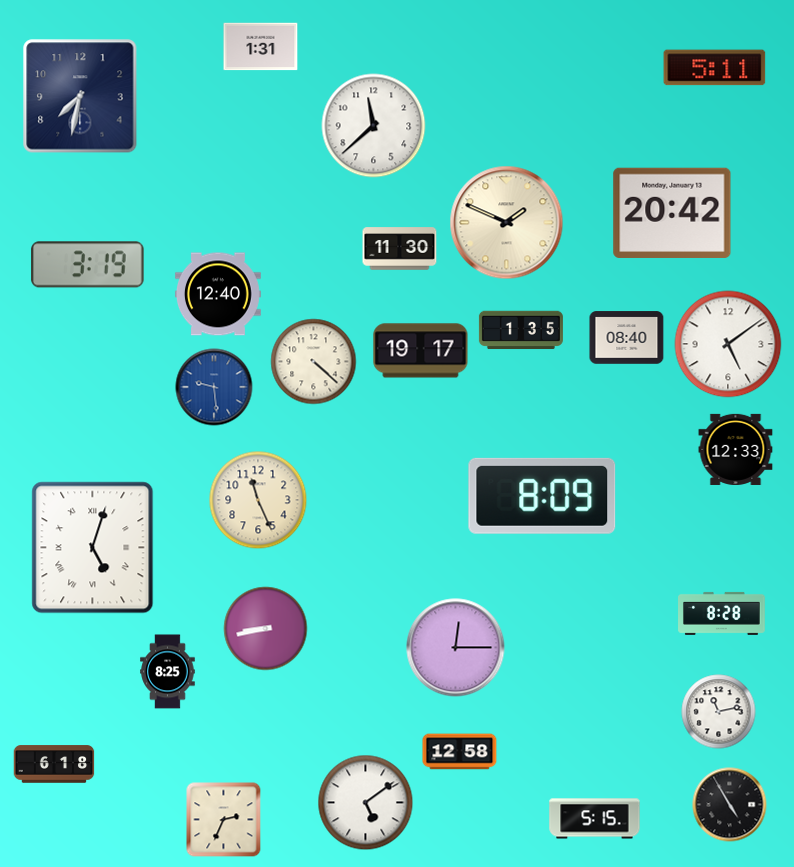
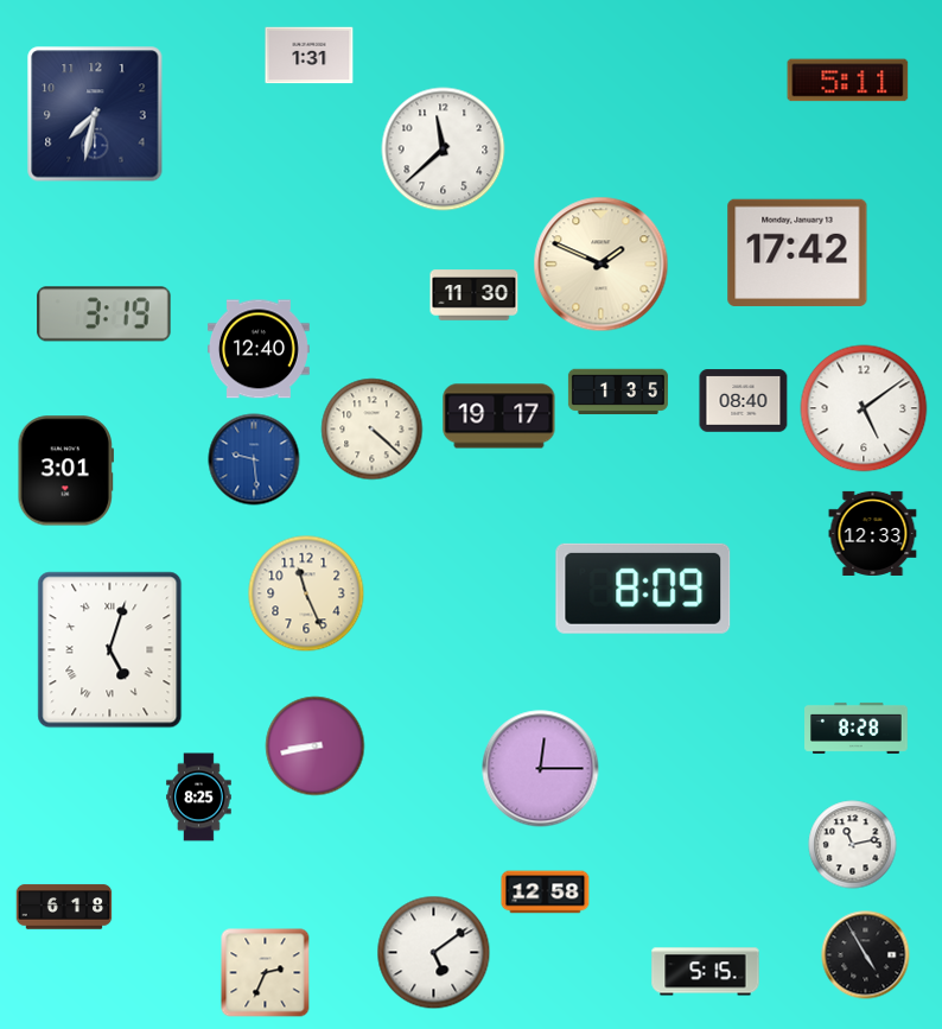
clock at (672, 213): 20:42 -> 17:42
clock at (66, 471): none -> 3:01
